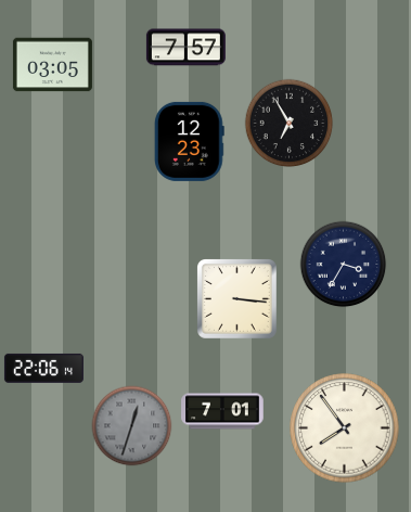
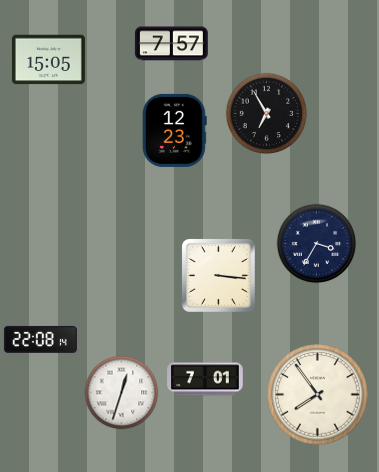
clock at (52, 65): 03:05 -> 15:05
clock at (43, 368): 22:06 -> 22:08
clock at (132, 426) dial: grey -> white
